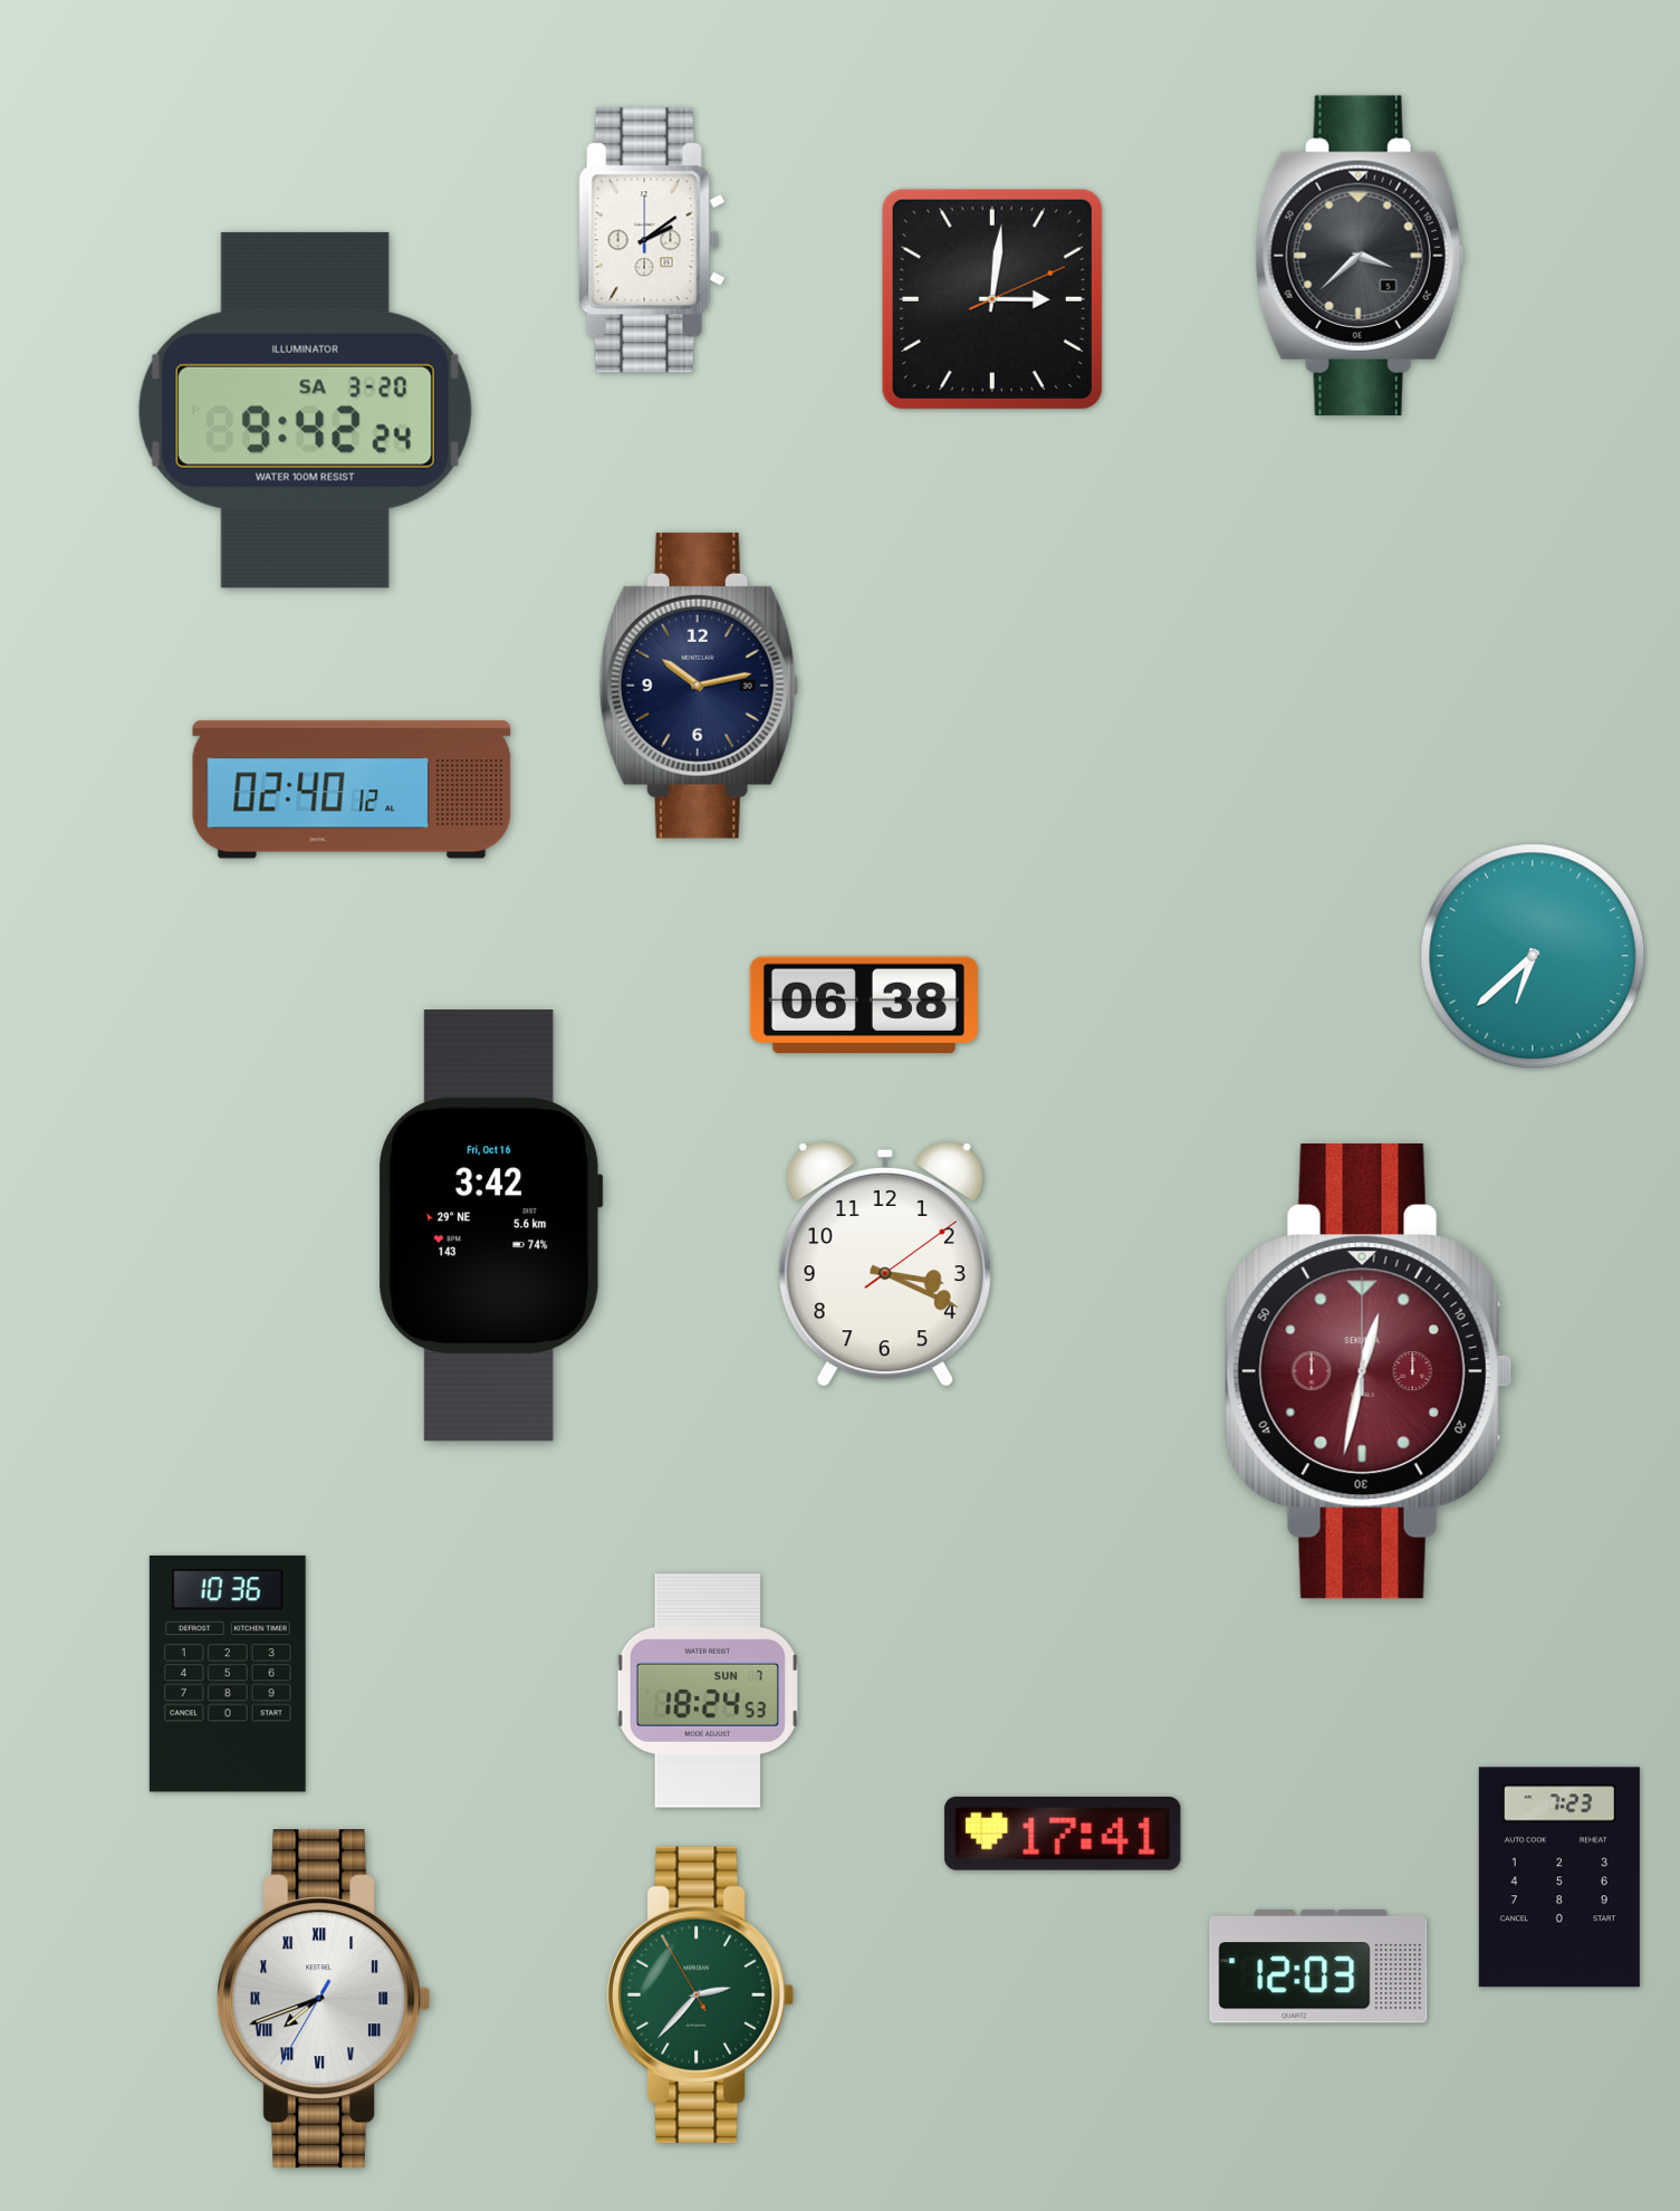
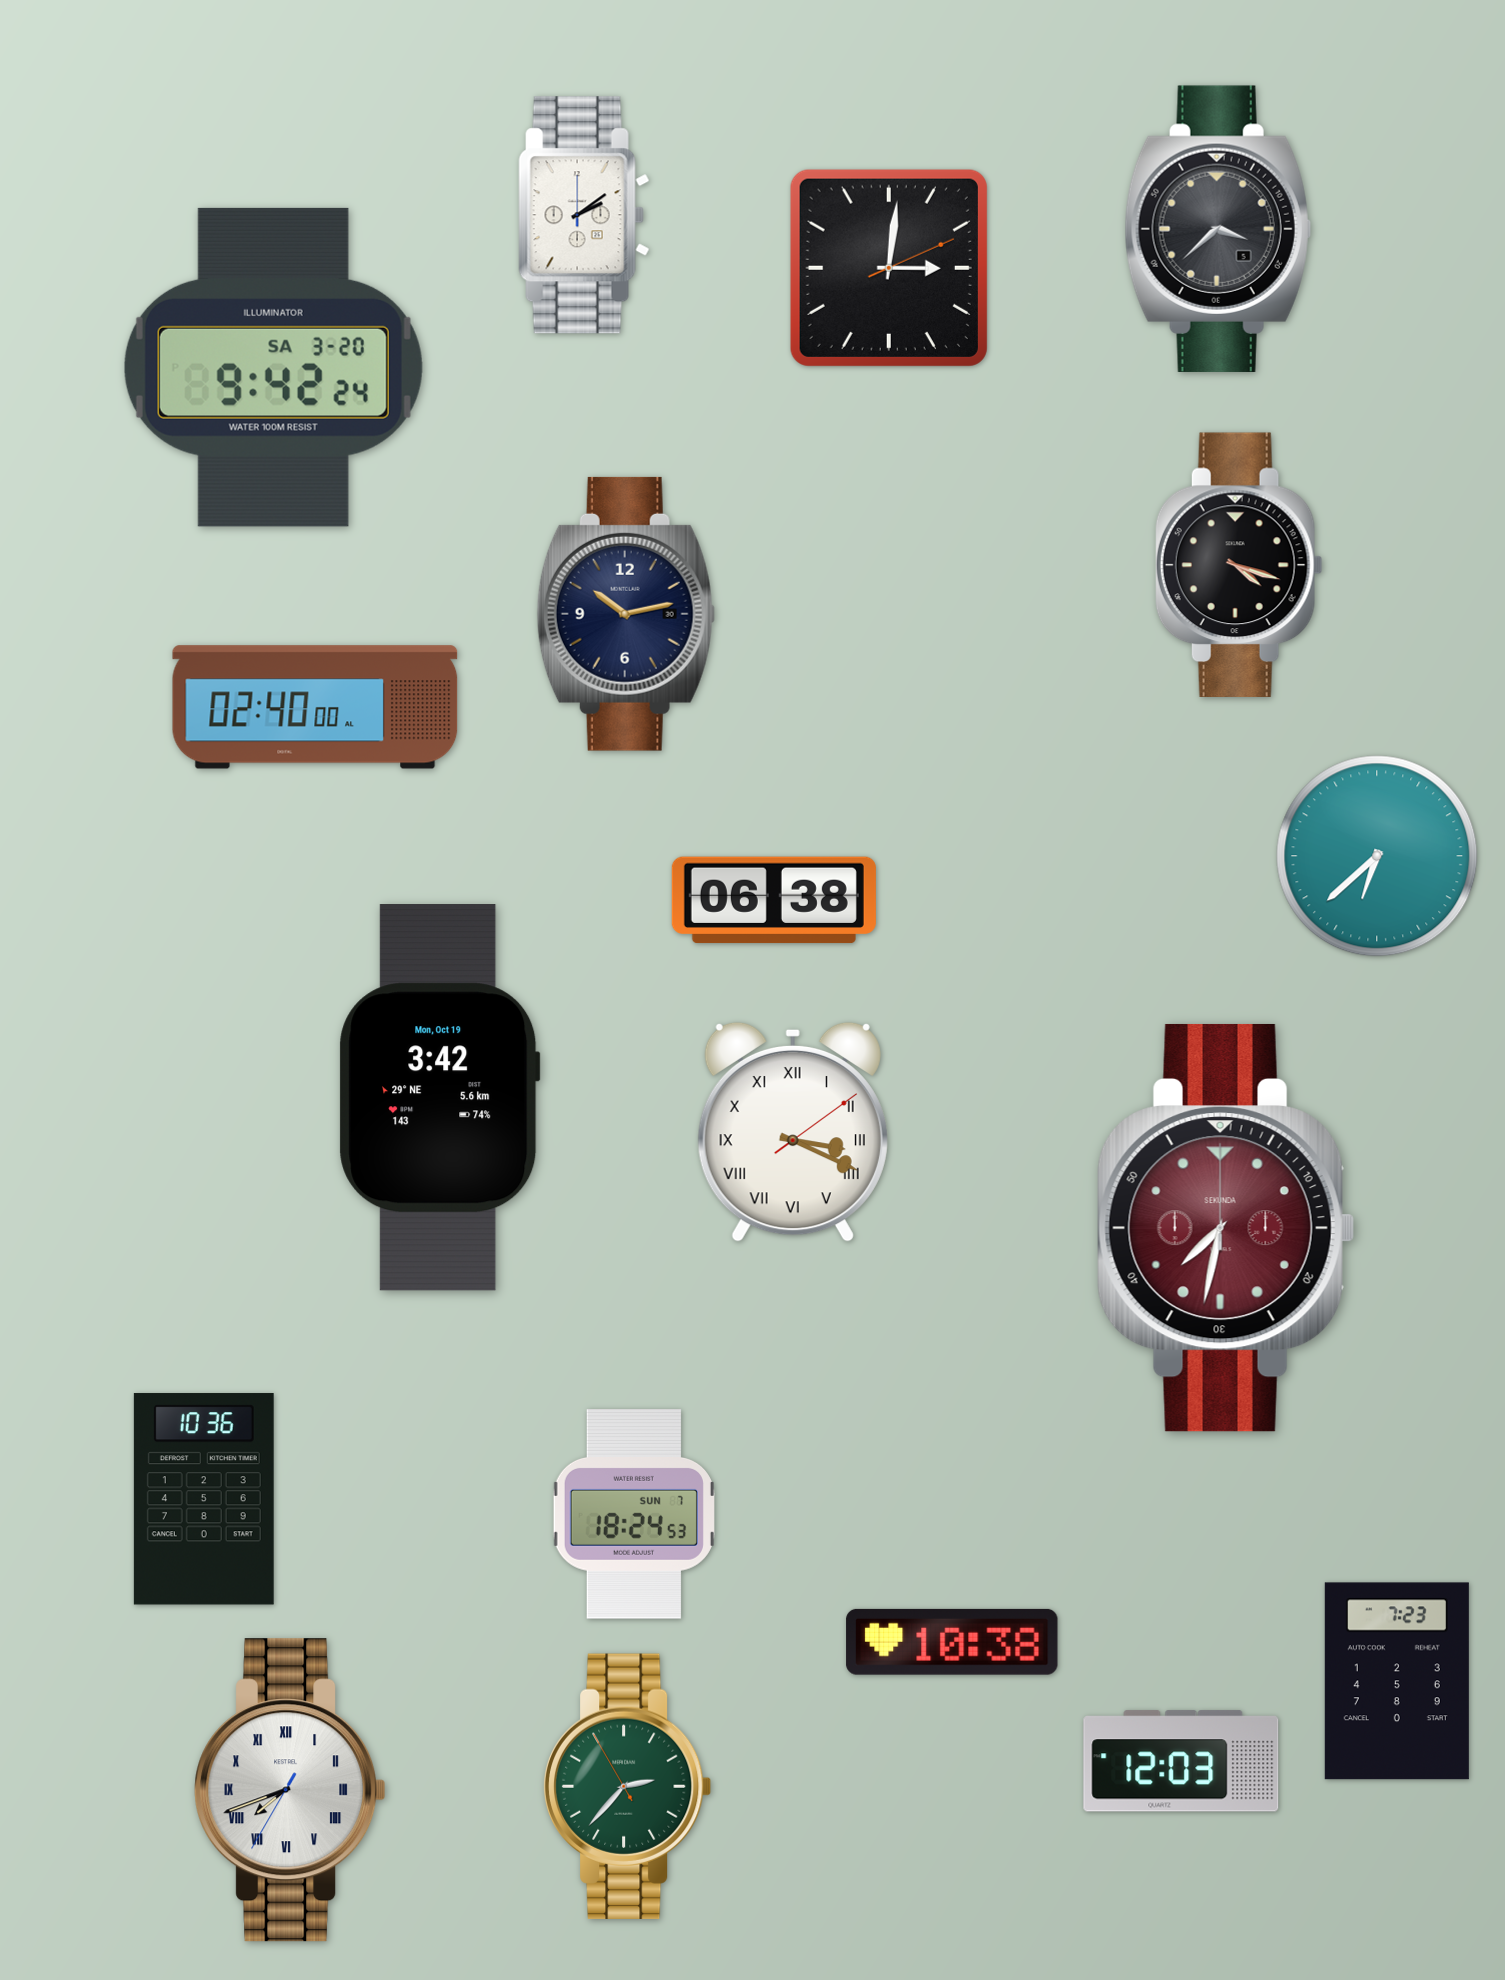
clock at (1239, 564): none -> 4:18
clock at (352, 789): 02:40:12 -> 02:40:00
clock at (1533, 956) position: (1533, 956) -> (1377, 856)
clock at (491, 1226) date: Fri, Oct 16 -> Mon, Oct 19
clock at (885, 1264) numerals: Arabic -> Roman
clock at (1369, 1371): 12:32 -> 7:32
clock at (1063, 1834): 17:41 -> 10:38
